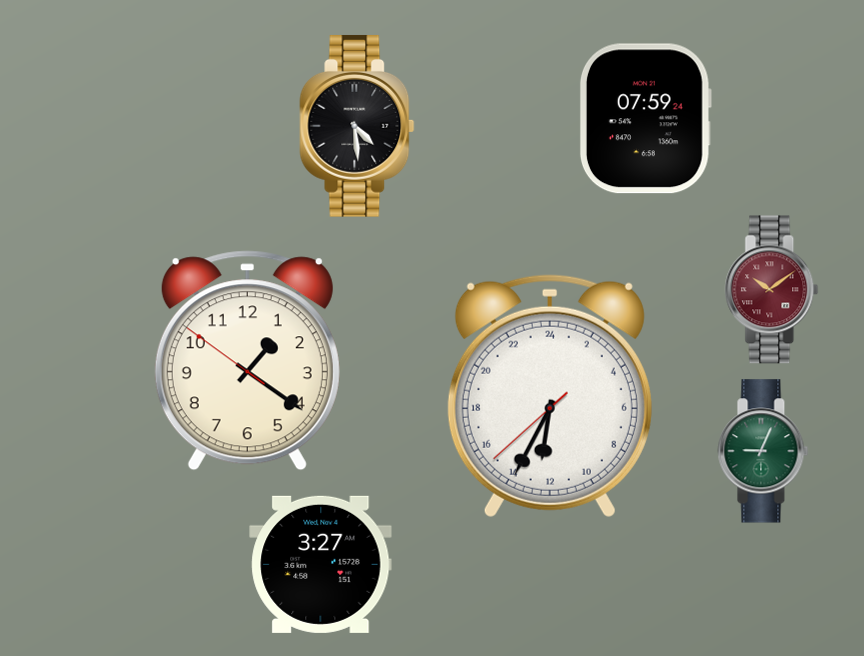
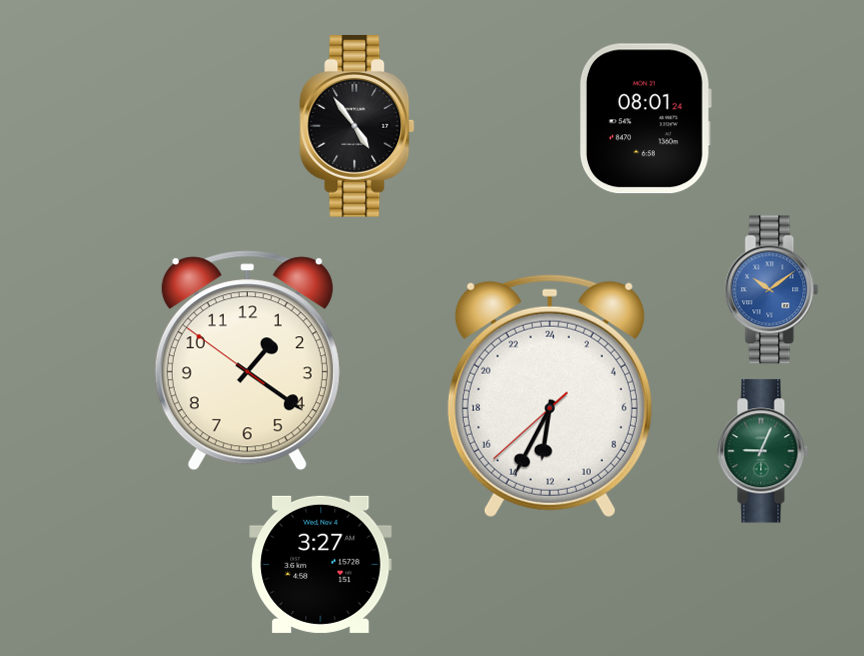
clock at (645, 119): 07:59 -> 08:01
clock at (357, 126): 4:29 -> 4:54
clock at (772, 290) dial: burgundy -> blue
